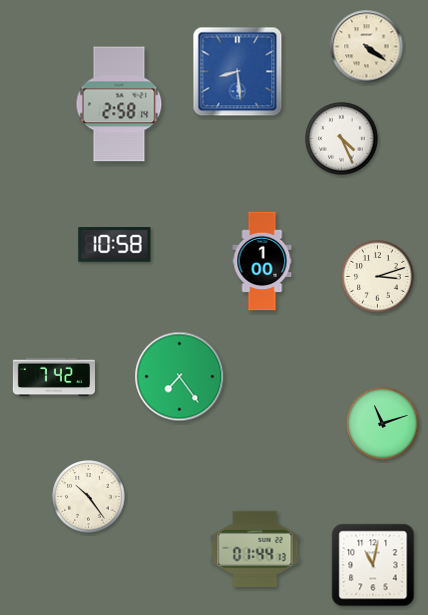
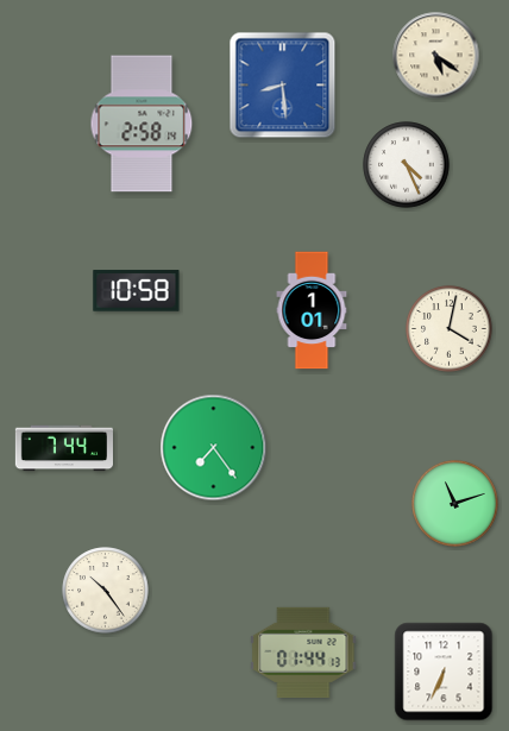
clock at (367, 47): 4:21 -> 5:21
clock at (262, 261): 1:00 -> 1:01
clock at (378, 277): 3:12 -> 4:02
clock at (53, 377): 7:42 -> 7:44
clock at (373, 565): 11:02 -> 6:34
